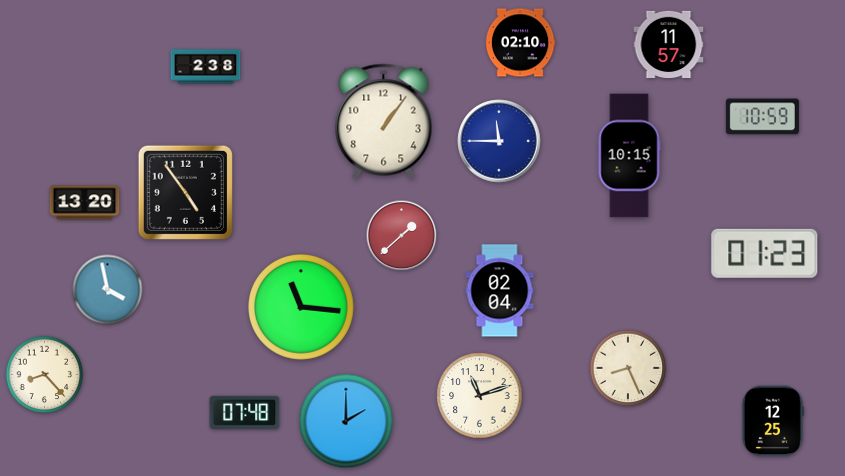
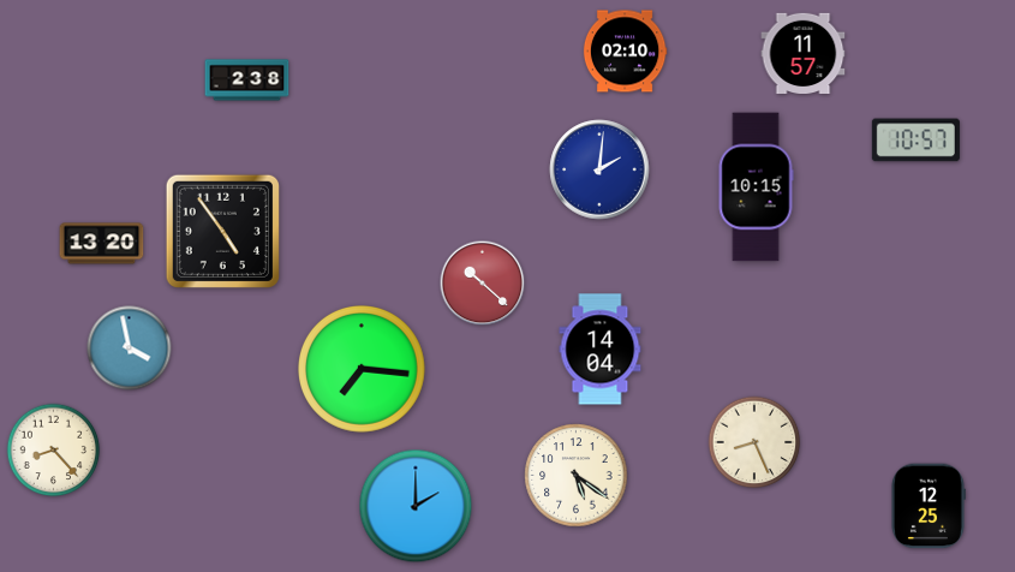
clock at (762, 117): 10:59 -> 10:57
clock at (384, 122): 1:06 -> none
clock at (499, 141): 11:45 -> 2:01
clock at (402, 236): 1:38 -> 10:22
clock at (765, 253): 01:23 -> none
clock at (500, 291): 02:04 -> 14:04
clock at (302, 308): 11:16 -> 7:16
clock at (480, 396): 11:12 -> 5:21
clock at (245, 412): 07:48 -> none
